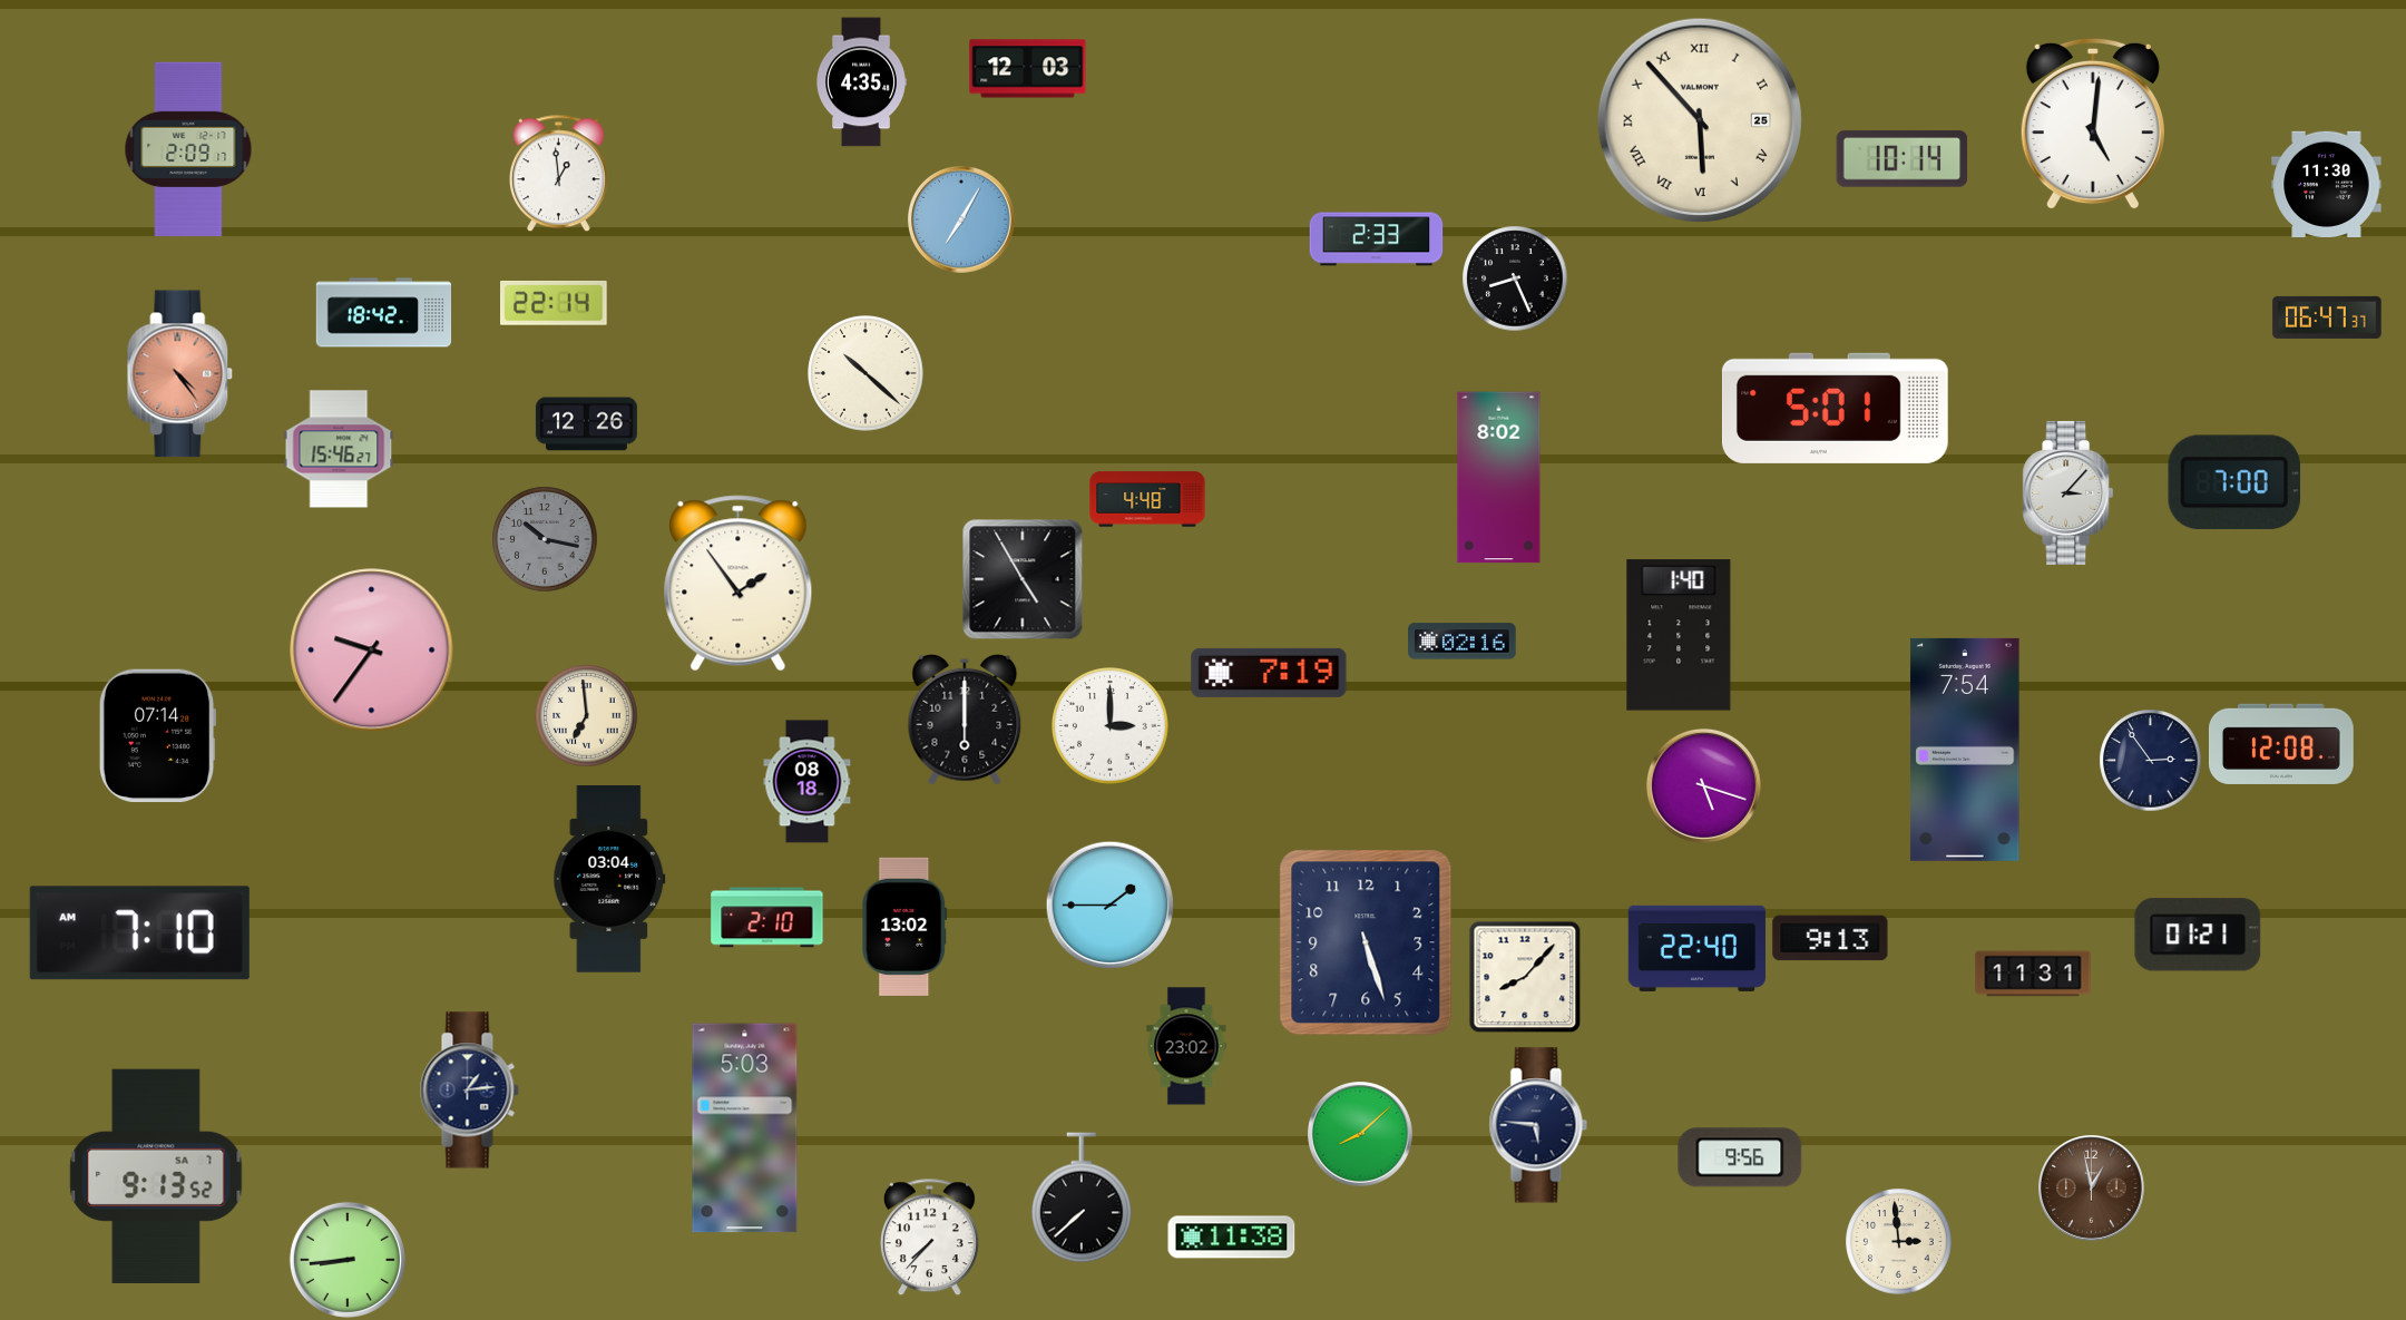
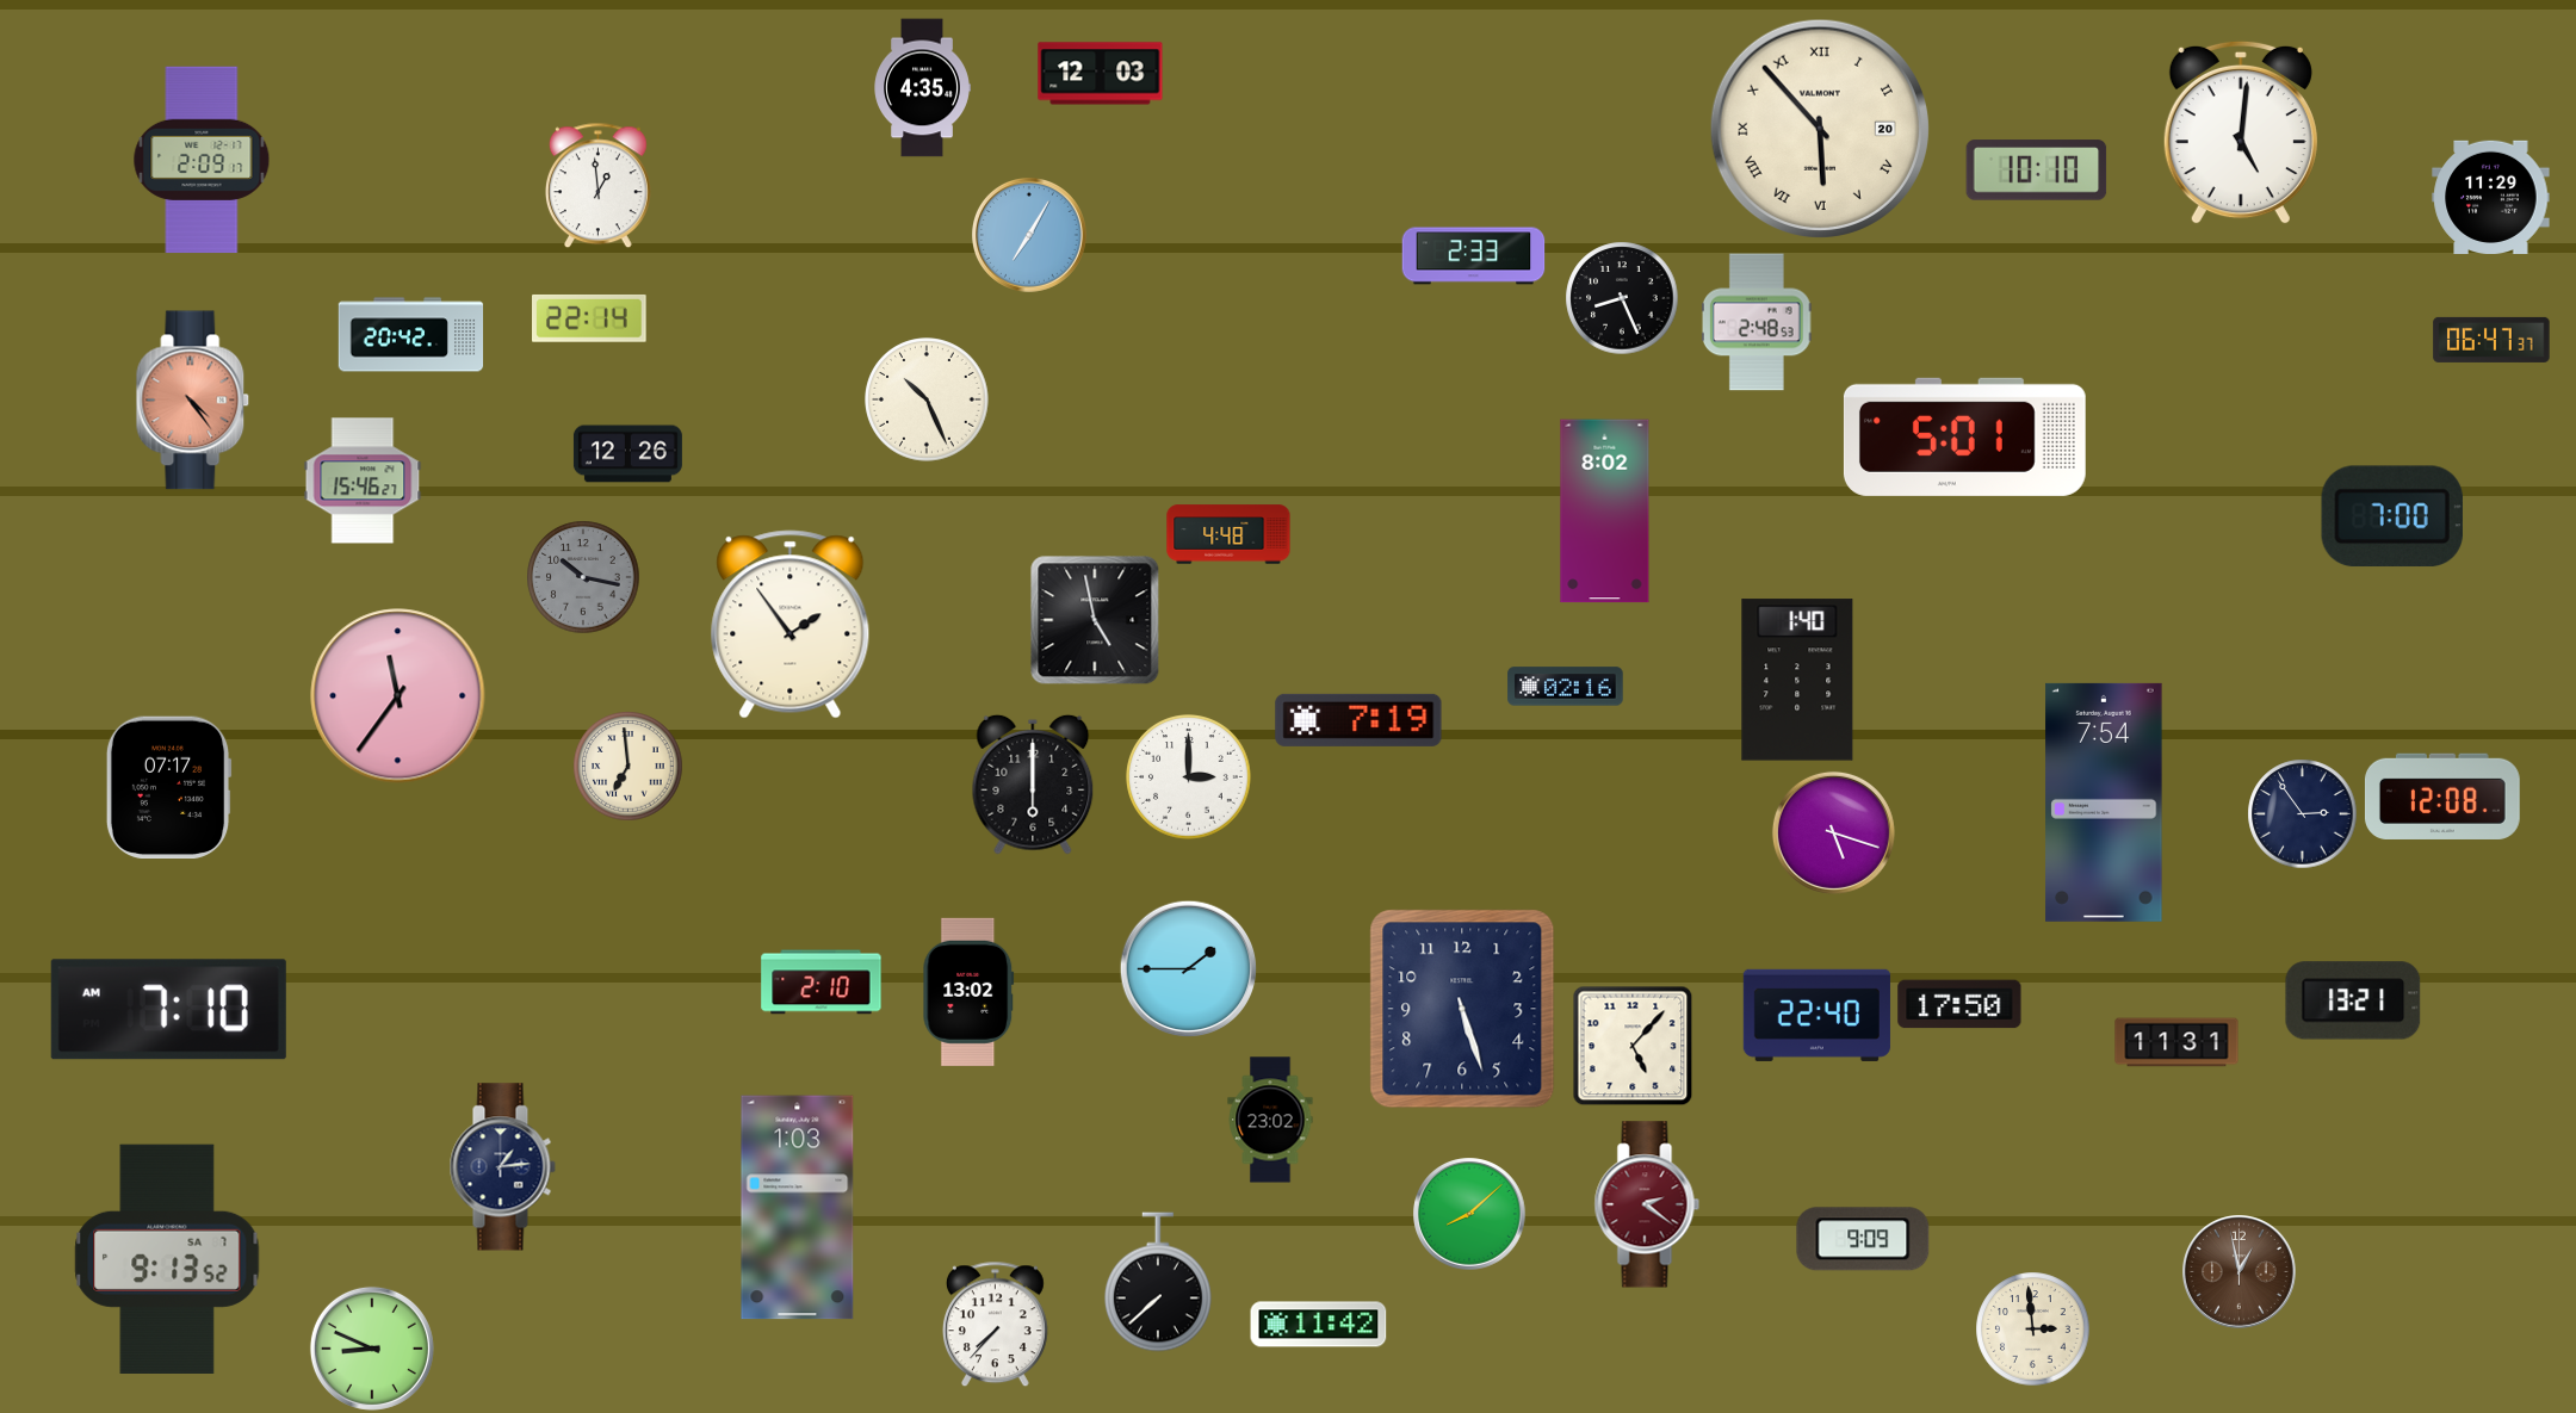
clock at (1700, 120) date: 25 -> 20
clock at (1903, 159): 10:14 -> 10:10
clock at (2327, 184): 11:30 -> 11:29
clock at (1757, 322): none -> 2:48
clock at (555, 303) position: (555, 303) -> (590, 318)
clock at (384, 313): 18:42 -> 20:42
clock at (865, 373): 10:22 -> 10:26
clock at (2068, 492): 3:07 -> none
clock at (1023, 579): 4:55 -> 4:58
clock at (372, 651): 9:36 -> 11:36
clock at (965, 720) position: (965, 720) -> (1033, 785)
clock at (157, 736): 07:14 -> 07:17
clock at (808, 782): 08:18 -> none
clock at (1703, 785) position: (1703, 785) -> (1833, 832)
clock at (609, 879): 03:04 -> none
clock at (139, 933) position: (139, 933) -> (168, 1010)
clock at (2198, 935): 01:21 -> 13:21
clock at (1830, 938): 9:13 -> 17:50
clock at (1525, 977): 8:07 -> 5:07
clock at (1538, 1125): 5:46 -> 2:21
clock at (1538, 1125) dial: navy -> burgundy
clock at (745, 1128): 5:03 -> 1:03
clock at (1360, 1134) position: (1360, 1134) -> (1469, 1214)
clock at (1740, 1157): 9:56 -> 9:09
clock at (1232, 1238): 11:38 -> 11:42
clock at (348, 1260): 8:44 -> 8:49
